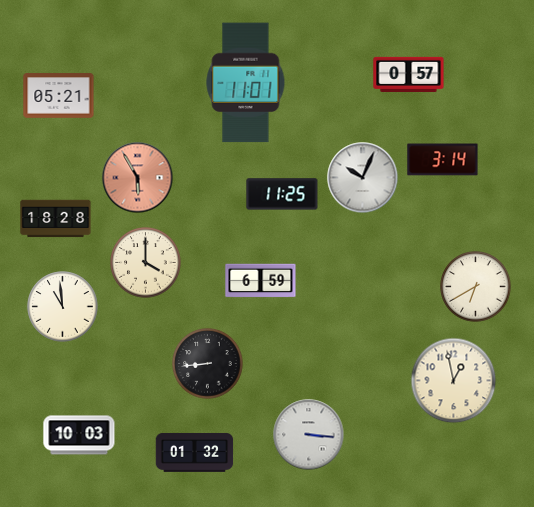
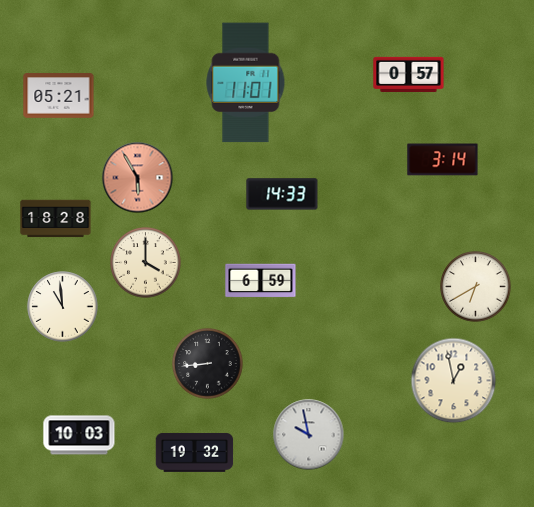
clock at (363, 178): 10:04 -> none
clock at (282, 194): 11:25 -> 14:33
clock at (309, 435): 3:16 -> 9:58
clock at (195, 452): 01:32 -> 19:32
